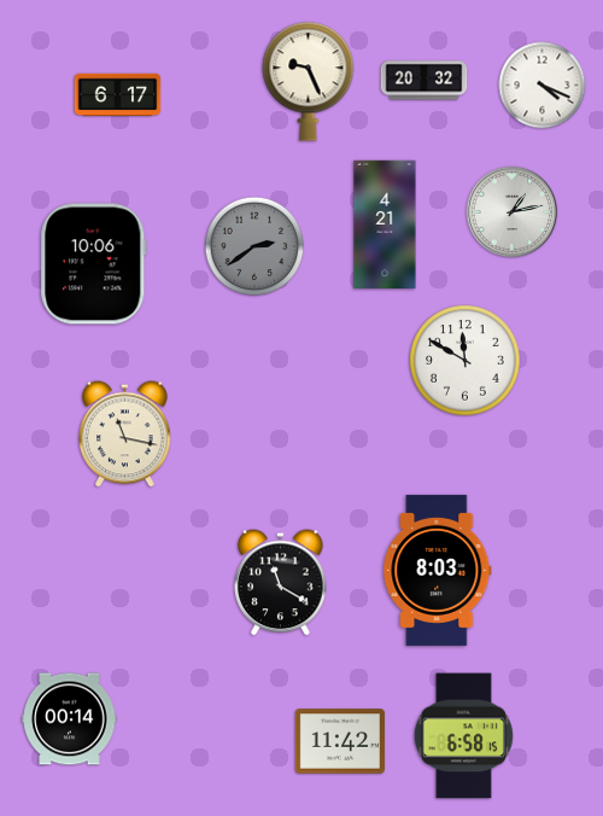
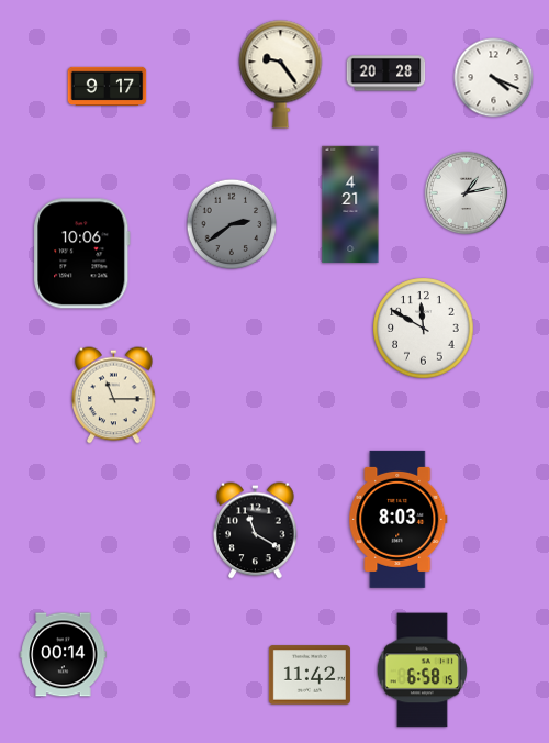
clock at (425, 81): 20:32 -> 20:28
clock at (309, 82): 9:26 -> 9:24
clock at (118, 94): 6:17 -> 9:17
clock at (94, 264) position: (94, 264) -> (82, 254)
clock at (125, 435): 11:17 -> 11:15
